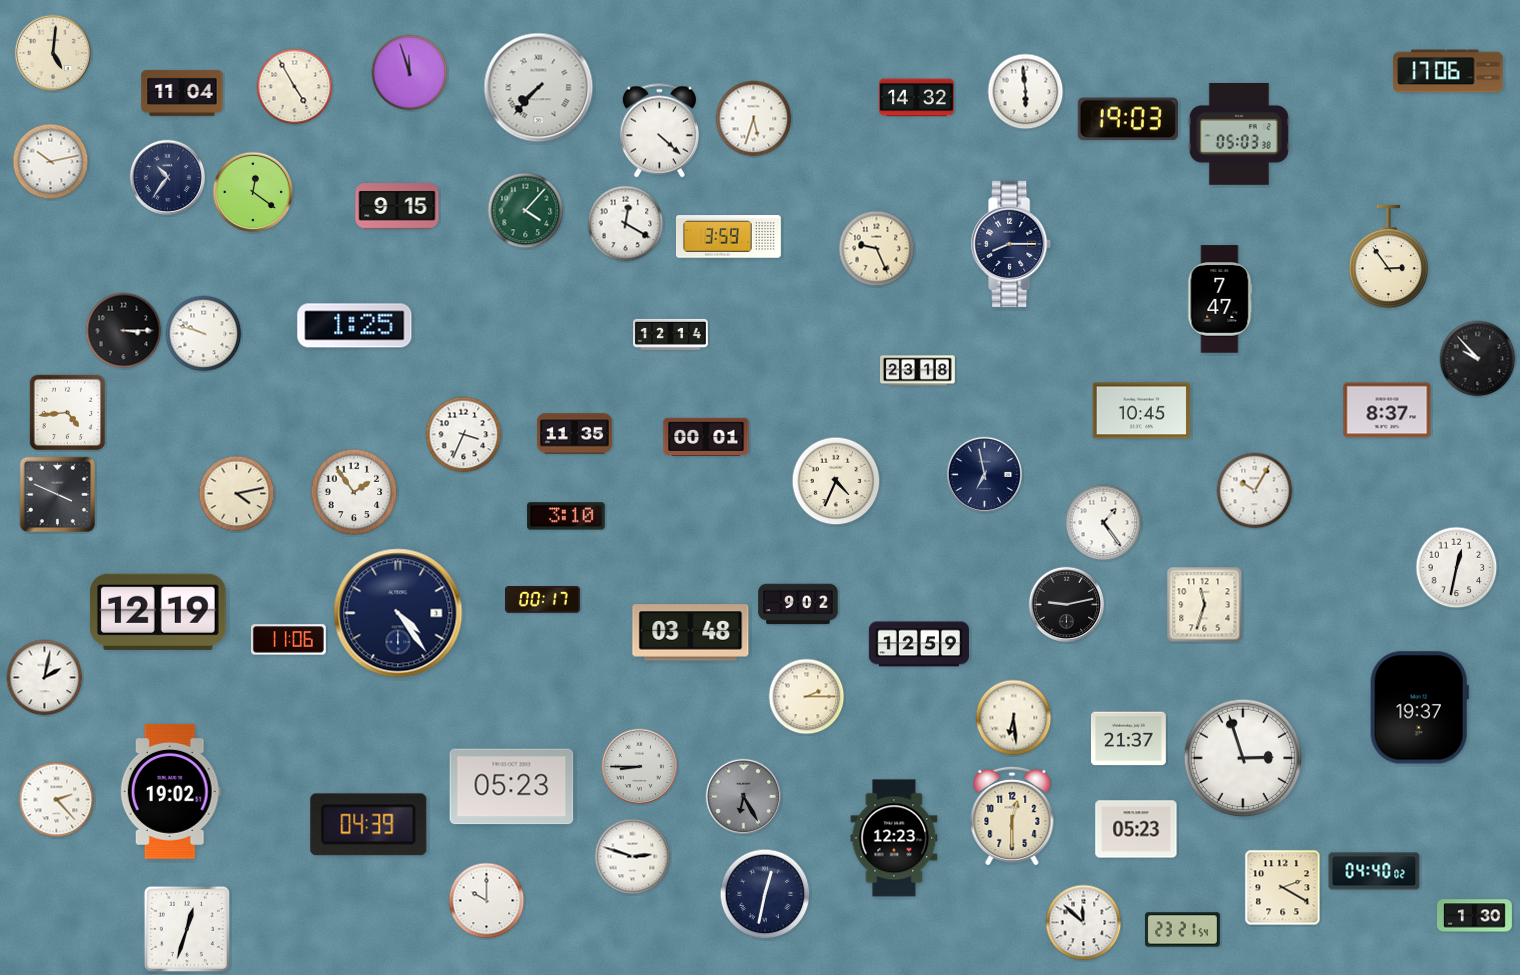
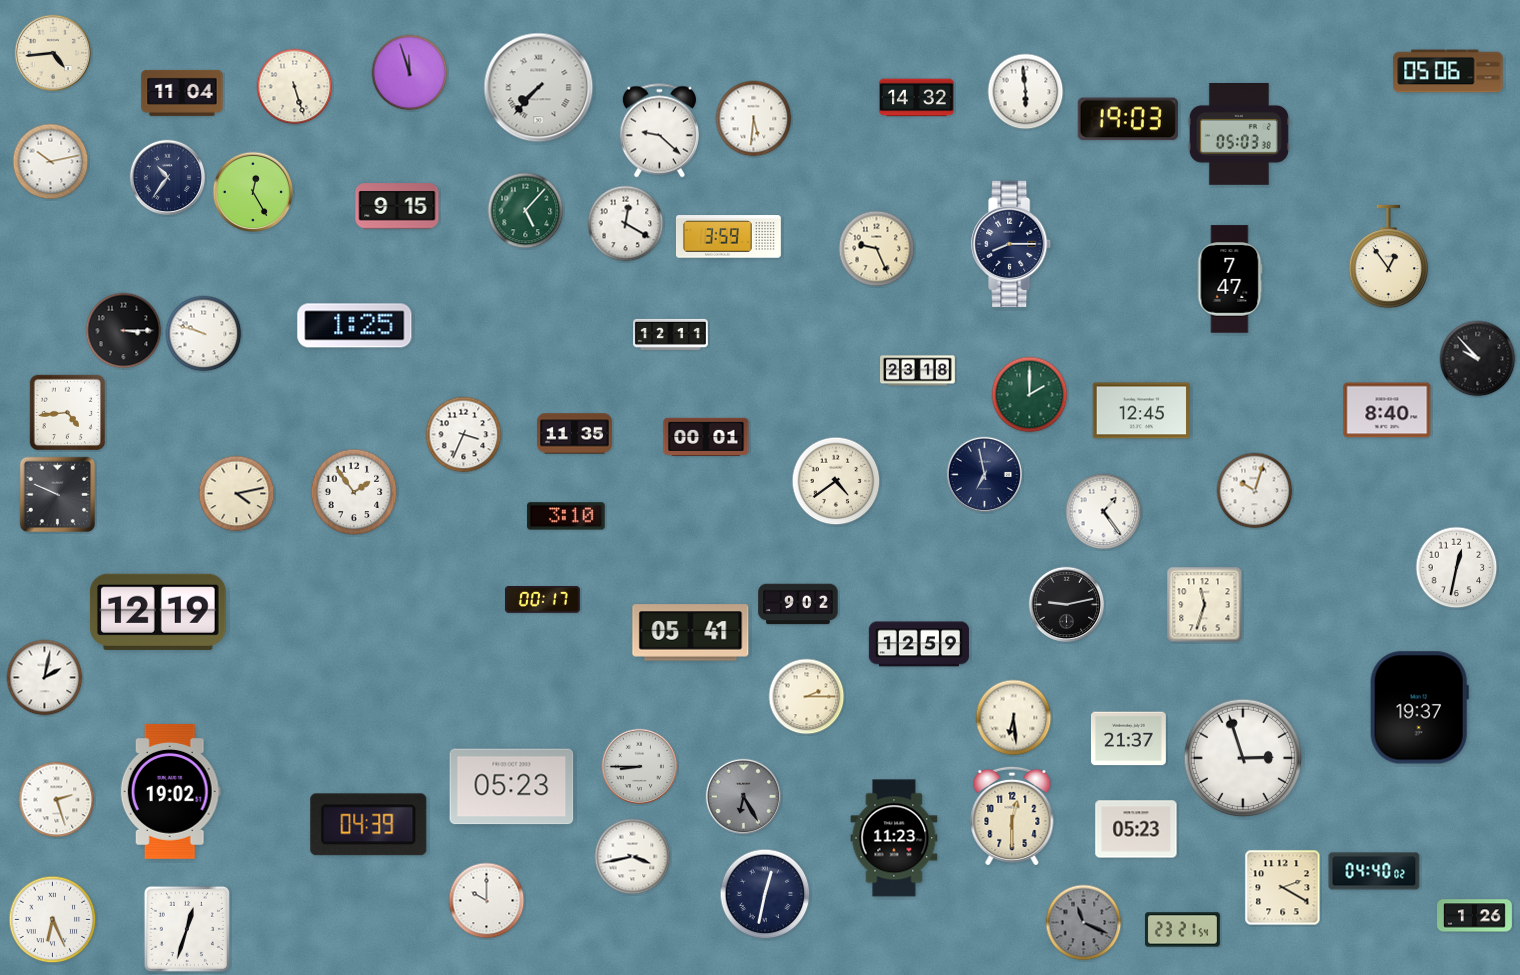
clock at (53, 53): 5:01 -> 4:44
clock at (1448, 71): 17:06 -> 05:06
clock at (295, 87): 4:55 -> 5:27
clock at (754, 119): 5:33 -> 5:31
clock at (659, 131): 4:22 -> 9:22
clock at (253, 192): 12:21 -> 12:25
clock at (526, 211): 4:07 -> 5:07
clock at (1389, 257): 2:54 -> 12:54
clock at (1220, 299) position: (1220, 299) -> (1230, 279)
clock at (671, 334): 12:14 -> 12:11
clock at (1030, 395): none -> 2:00
clock at (1387, 410): 8:37 -> 8:40
clock at (1142, 411): 10:45 -> 12:45
clock at (836, 481): 4:34 -> 4:39
clock at (1255, 491): 10:05 -> 10:03
clock at (58, 495): 3:49 -> 9:49
clock at (1104, 523) position: (1104, 523) -> (1104, 512)
clock at (398, 613): 4:24 -> none
clock at (691, 633): 03:48 -> 05:41
clock at (288, 640): 11:06 -> none
clock at (57, 800): 2:23 -> 2:27
clock at (894, 838): 12:23 -> 11:23
clock at (633, 857): 2:48 -> 3:43
clock at (1475, 916): 1:30 -> 1:26
clock at (53, 920): none -> 6:26
clock at (1084, 923): 11:52 -> 11:19
clock at (1084, 923) dial: white -> grey
